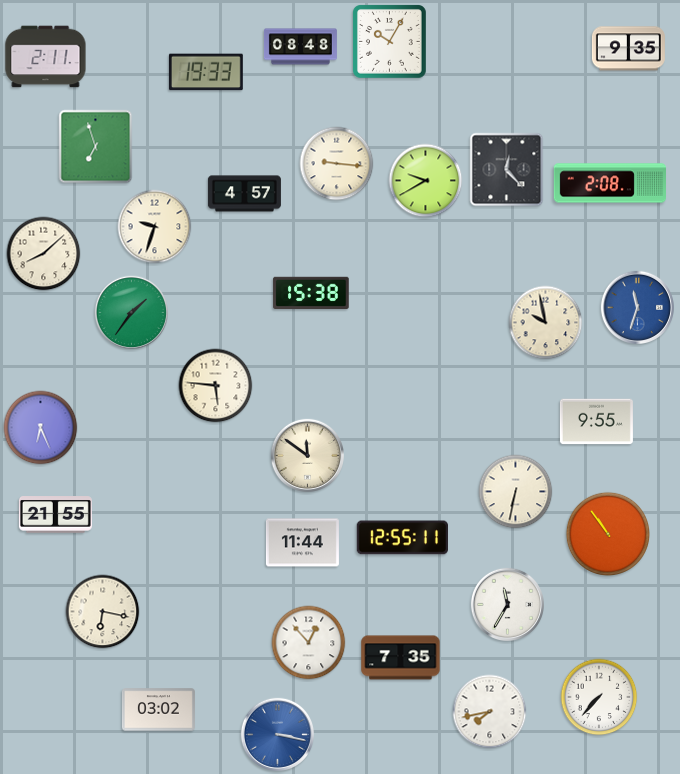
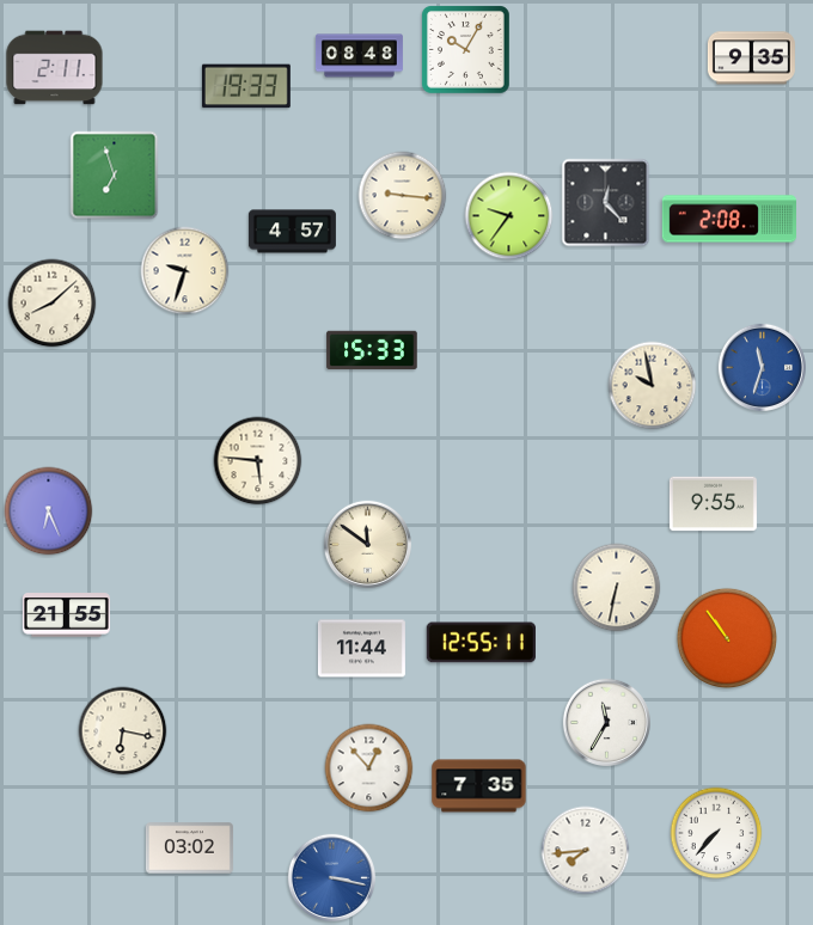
clock at (426, 181): 9:40 -> 9:36
clock at (311, 293): 15:38 -> 15:33
clock at (131, 312): 1:36 -> none
clock at (490, 712): 7:43 -> 7:44
